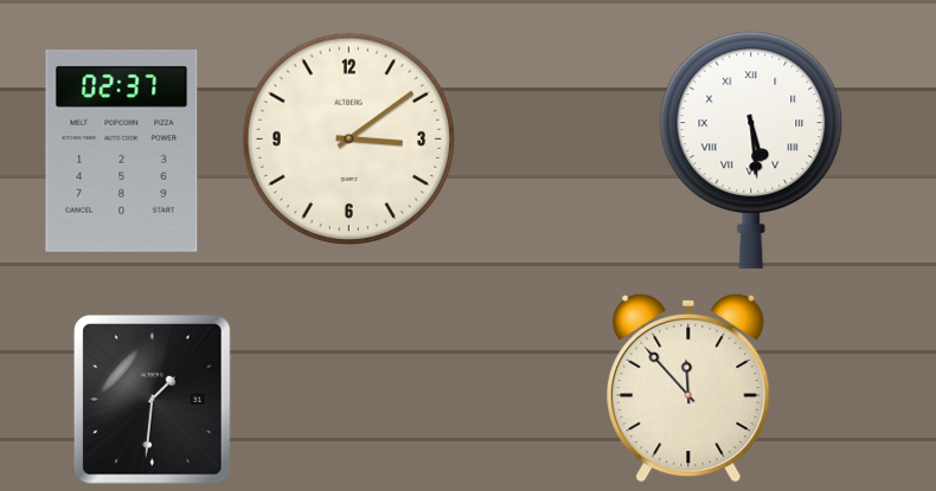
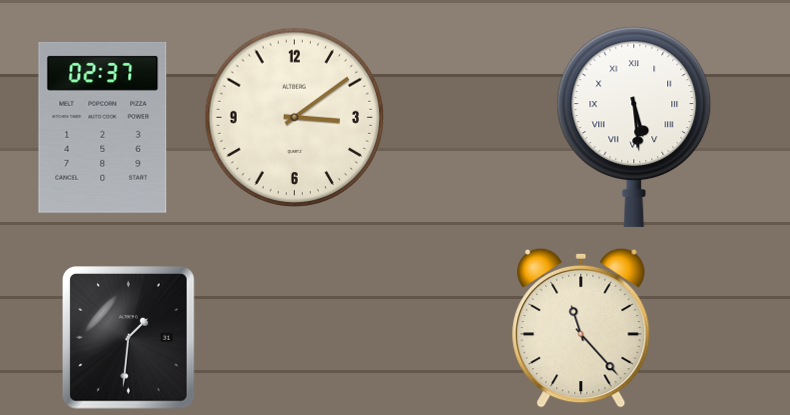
clock at (688, 388): 11:53 -> 11:23
